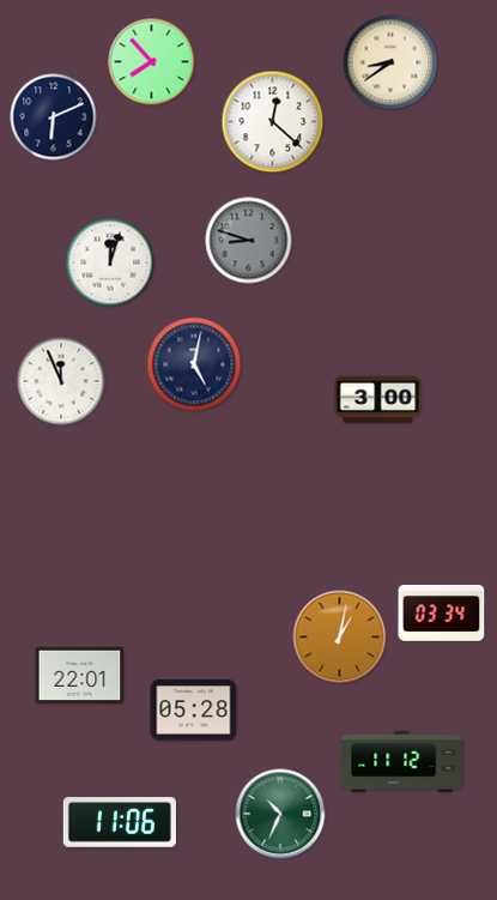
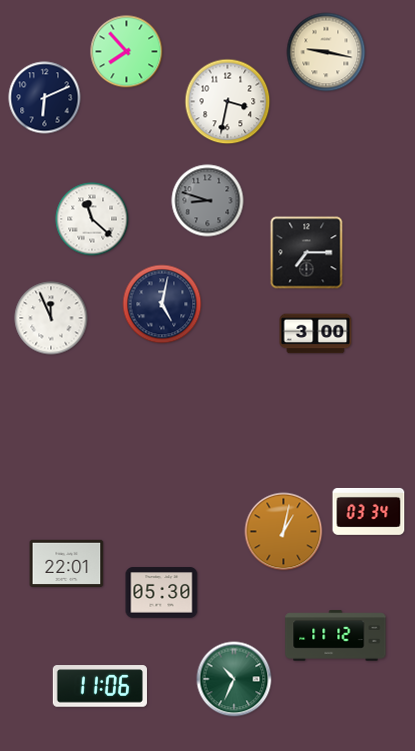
clock at (390, 62): 8:39 -> 9:17
clock at (273, 122): 12:22 -> 3:32
clock at (110, 262): 12:03 -> 11:22
clock at (307, 253): none -> 7:15
clock at (194, 711): 05:28 -> 05:30
